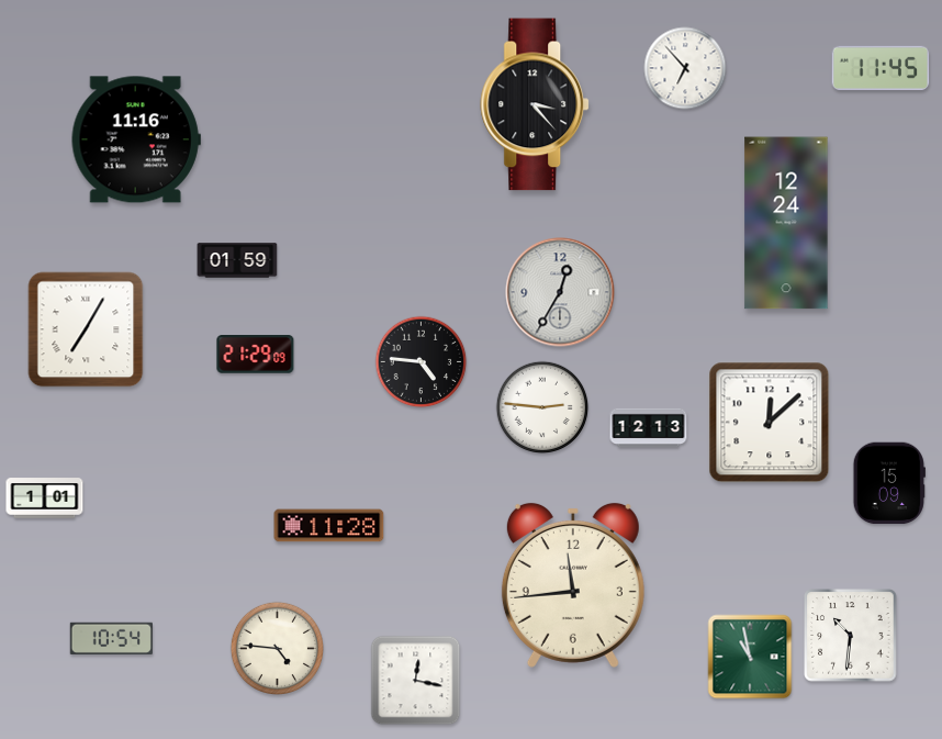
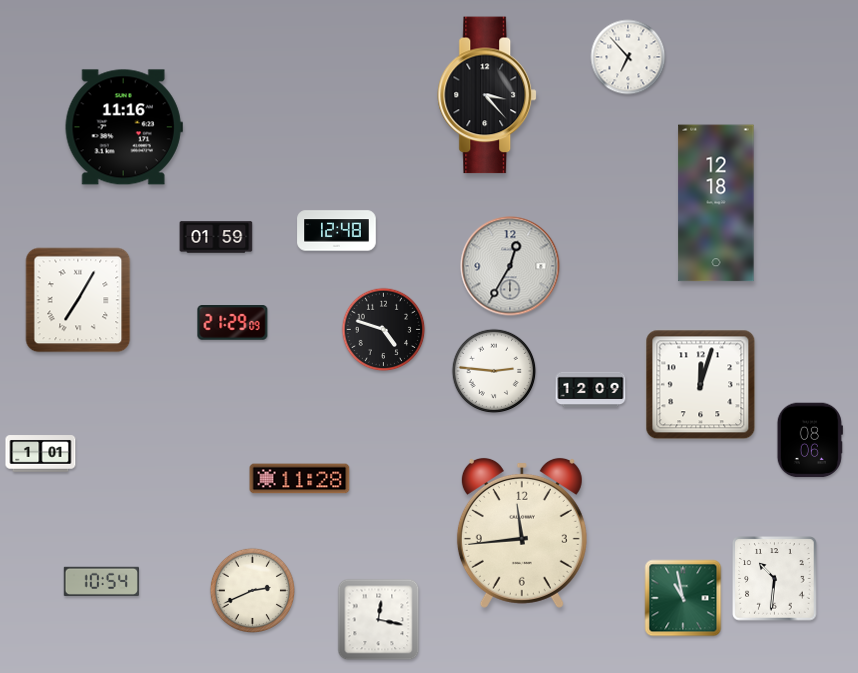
clock at (685, 68) position: (685, 68) -> (628, 57)
clock at (881, 68): 11:45 -> none
clock at (786, 223): 12:24 -> 12:18
clock at (337, 231): none -> 12:48
clock at (422, 362): 4:46 -> 4:48
clock at (770, 423): 12:08 -> 12:03
clock at (649, 428): 12:13 -> 12:09
clock at (889, 483): 15:09 -> 08:06
clock at (277, 648): 4:46 -> 2:41
